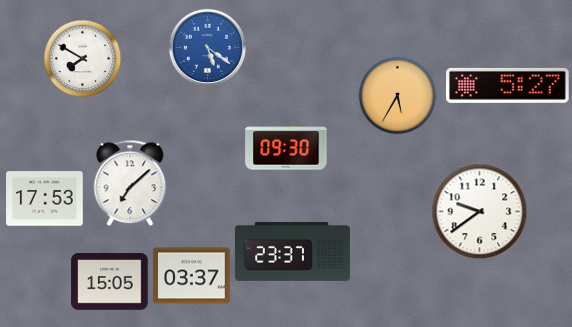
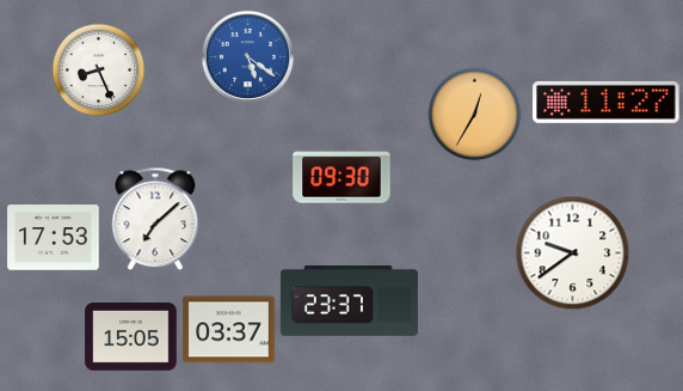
clock at (82, 58): 7:50 -> 8:26
clock at (508, 85): 5:27 -> 11:27
clock at (397, 95): 5:35 -> 12:35
